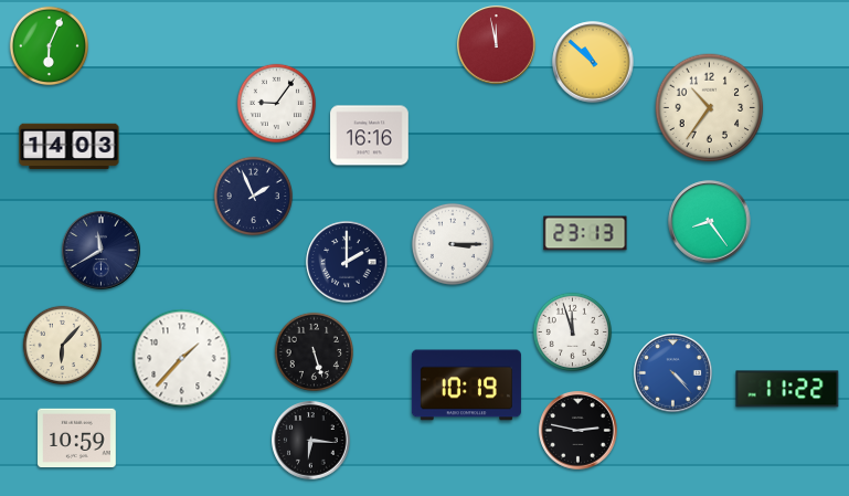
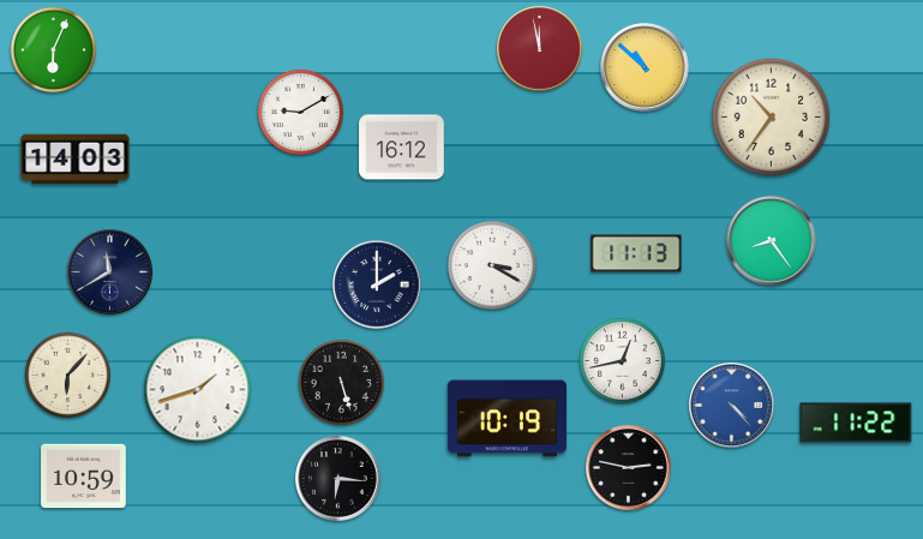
clock at (276, 103): 9:06 -> 9:10
clock at (370, 136): 16:16 -> 16:12
clock at (253, 196): 1:56 -> none
clock at (585, 233): 23:13 -> 11:13
clock at (453, 244): 3:15 -> 3:20
clock at (572, 331): 11:57 -> 12:43
clock at (182, 359): 1:37 -> 1:42
